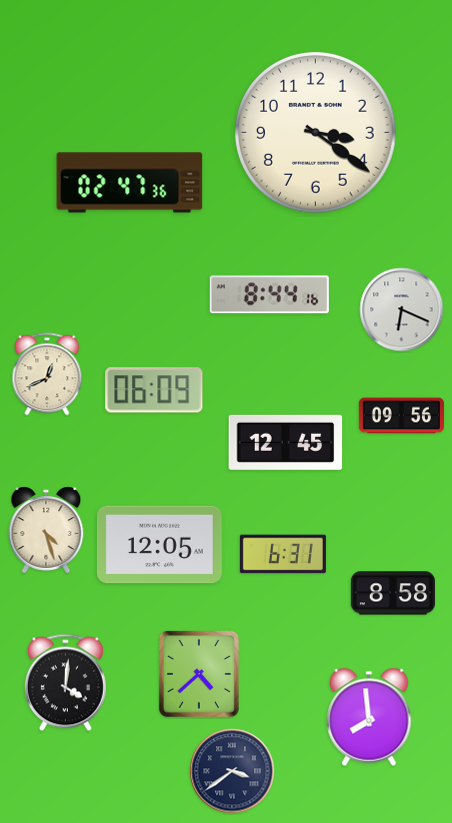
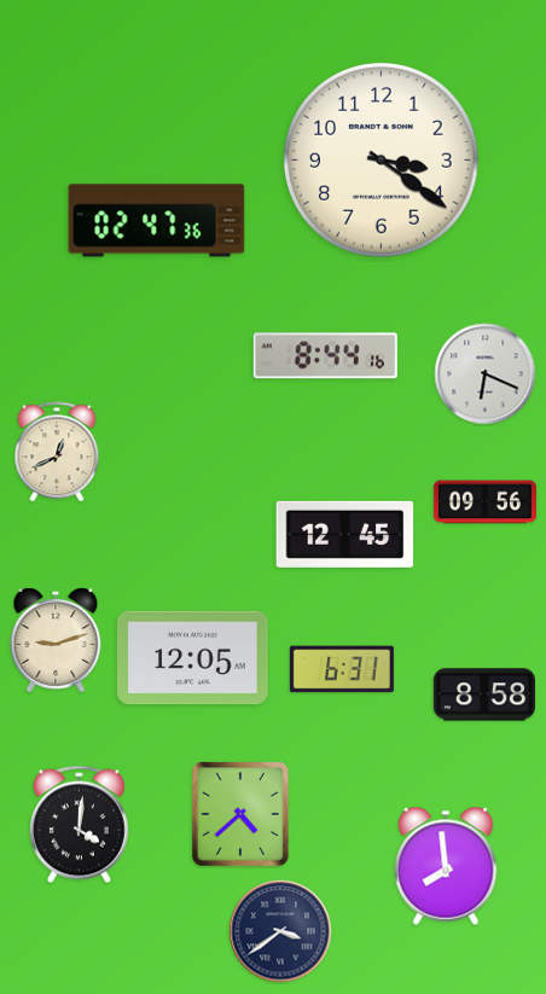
clock at (154, 390): 06:09 -> none
clock at (46, 530): 4:27 -> 9:12
clock at (393, 593) position: (393, 593) -> (484, 694)
